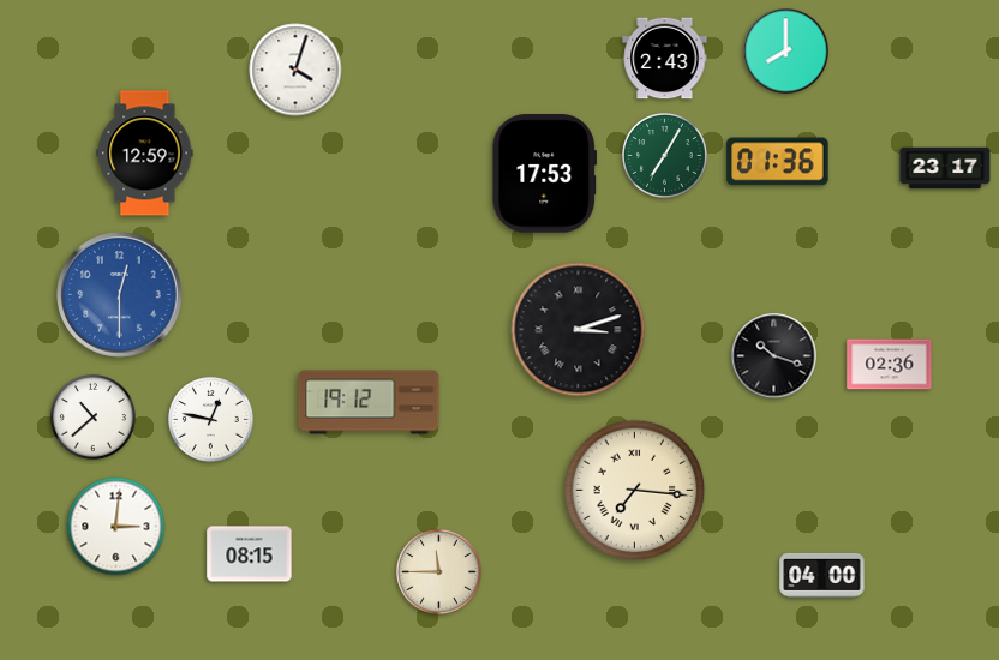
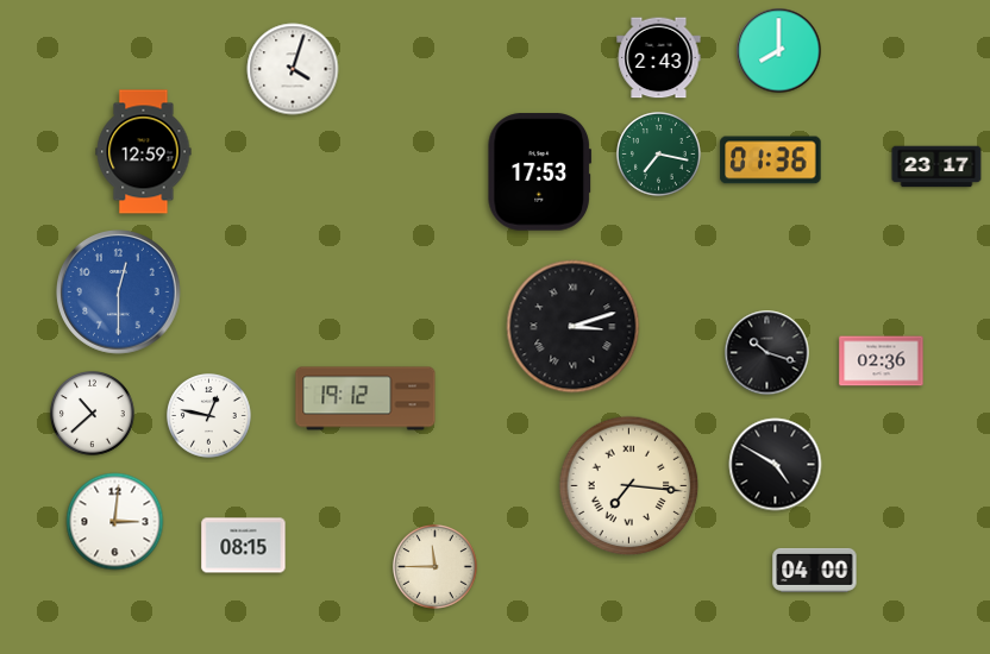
clock at (665, 156): 7:05 -> 7:17
clock at (776, 465): none -> 4:50
clock at (250, 554) position: (250, 554) -> (244, 546)
